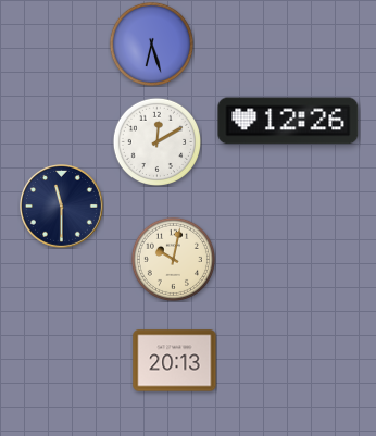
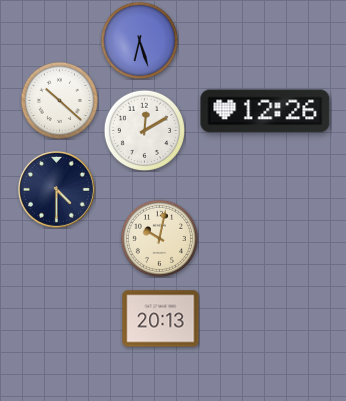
clock at (59, 100): none -> 10:22
clock at (62, 207): 11:30 -> 4:30
clock at (175, 361) position: (175, 361) -> (161, 319)
